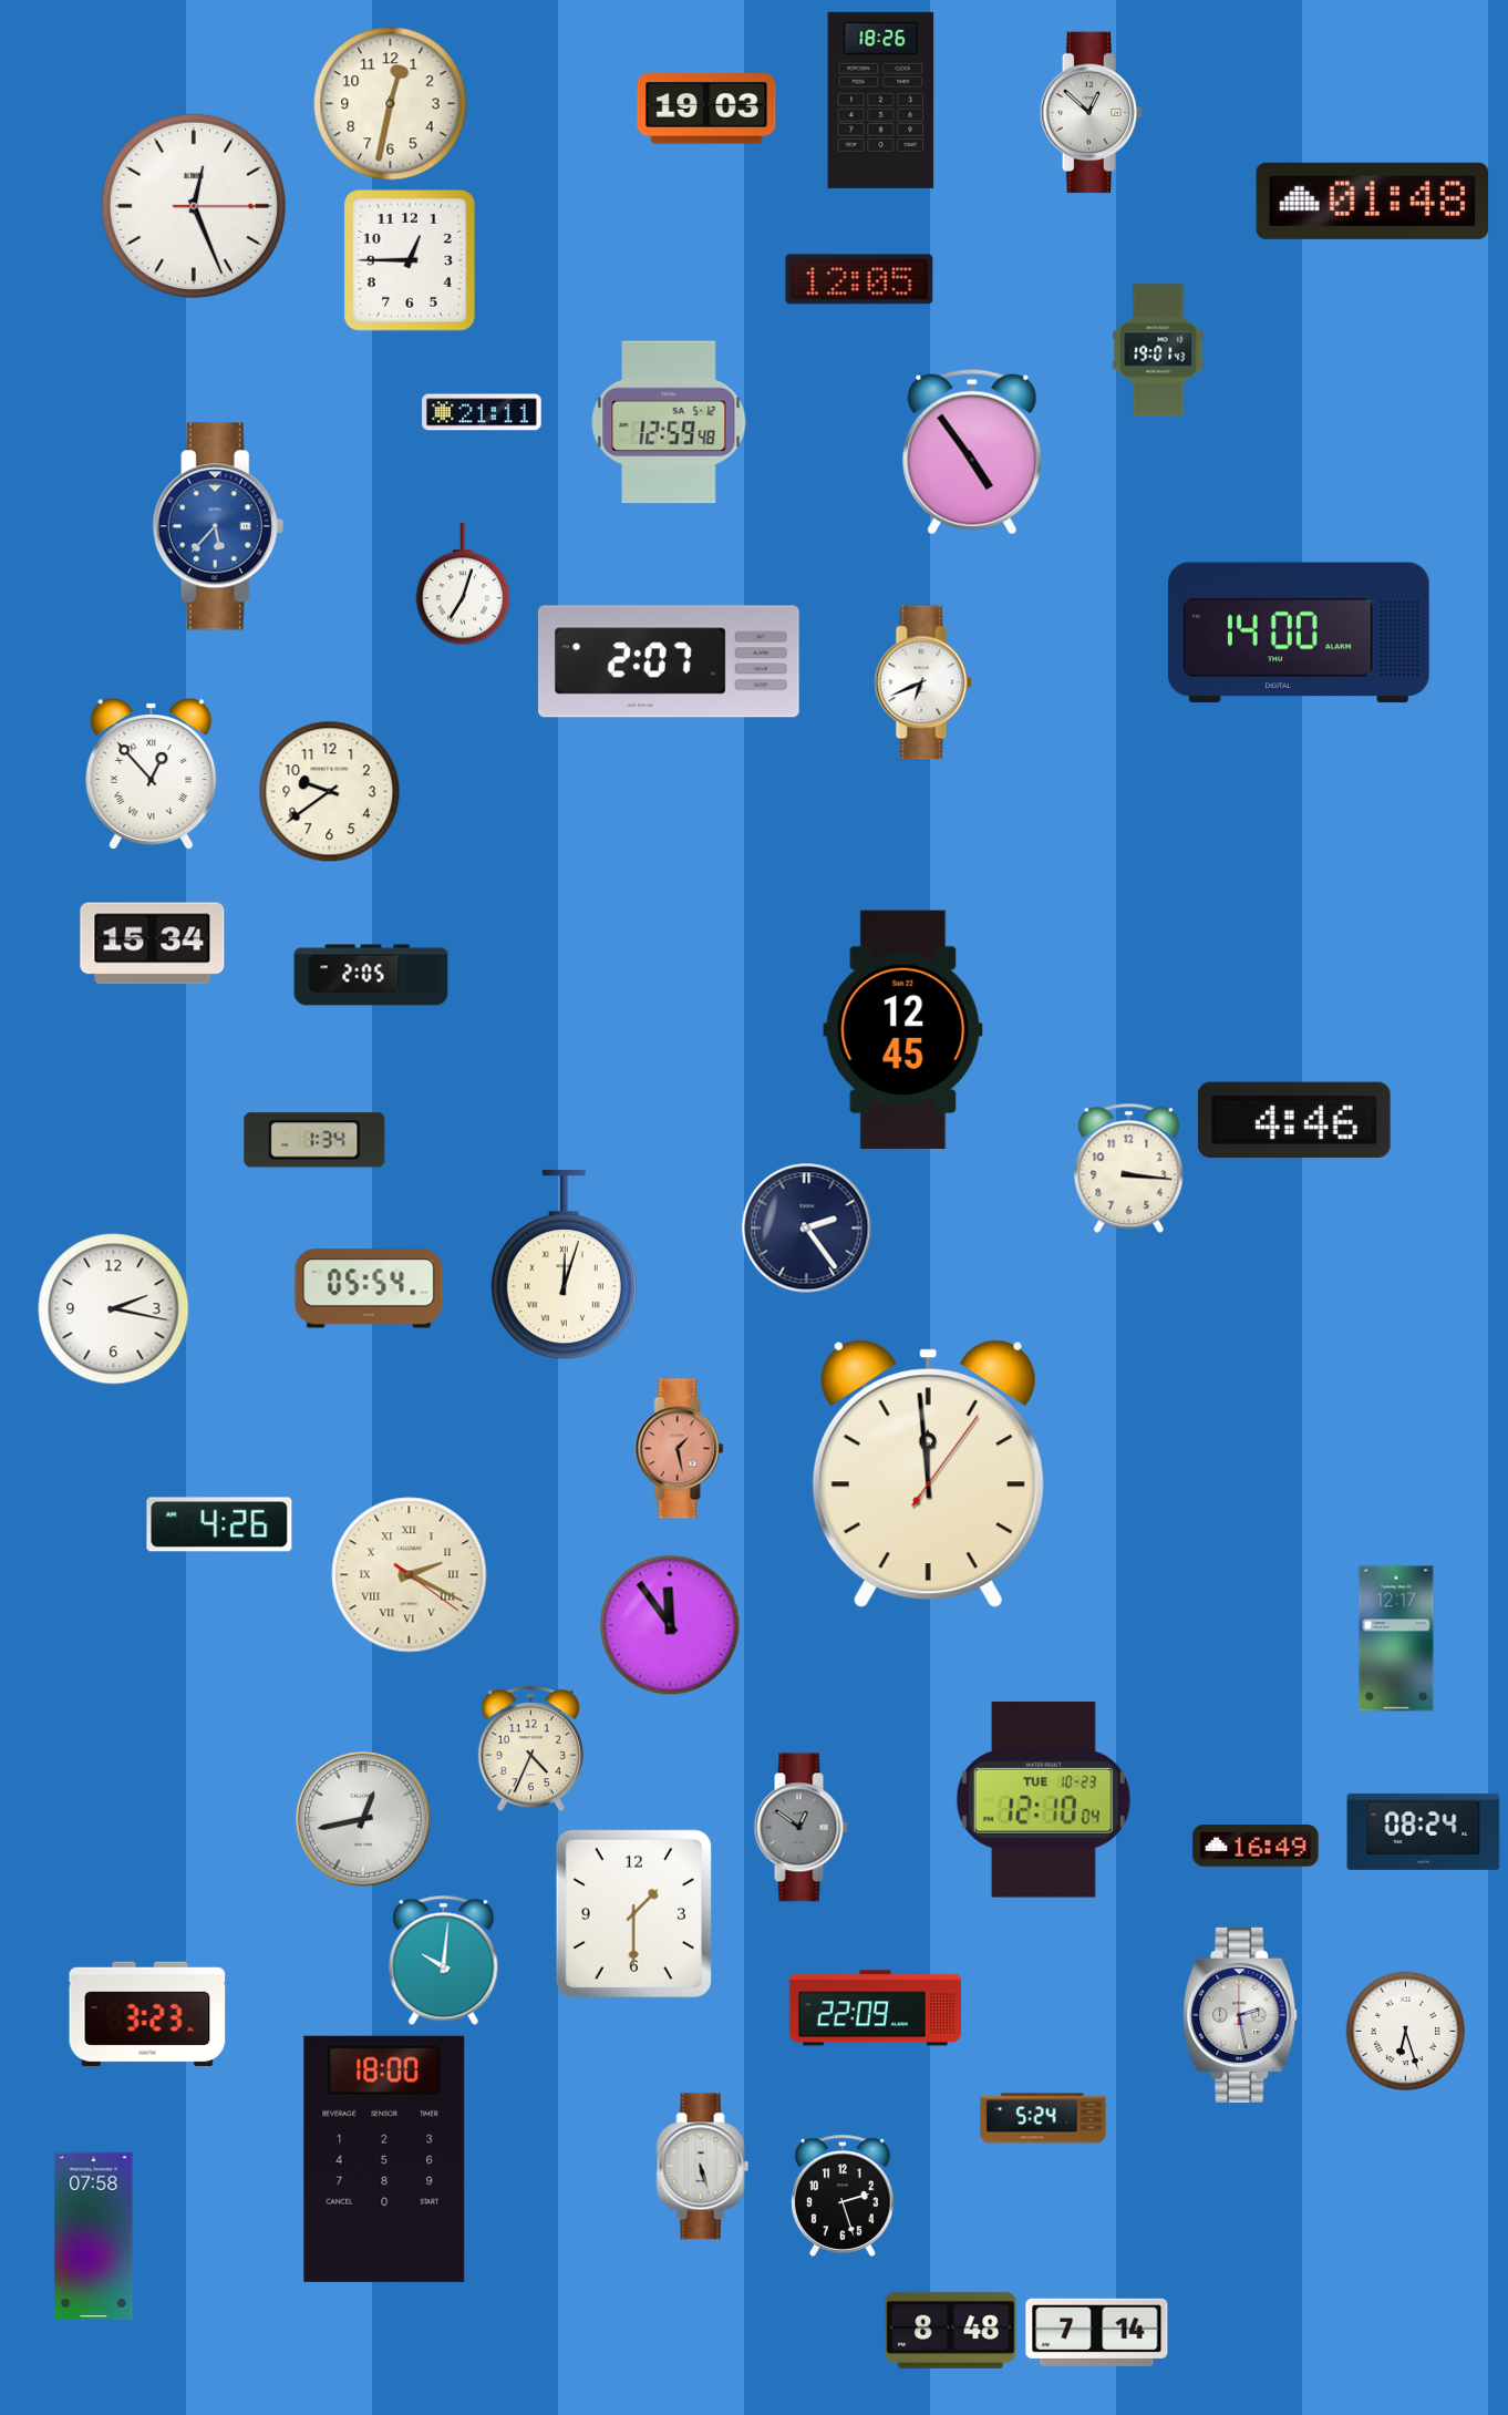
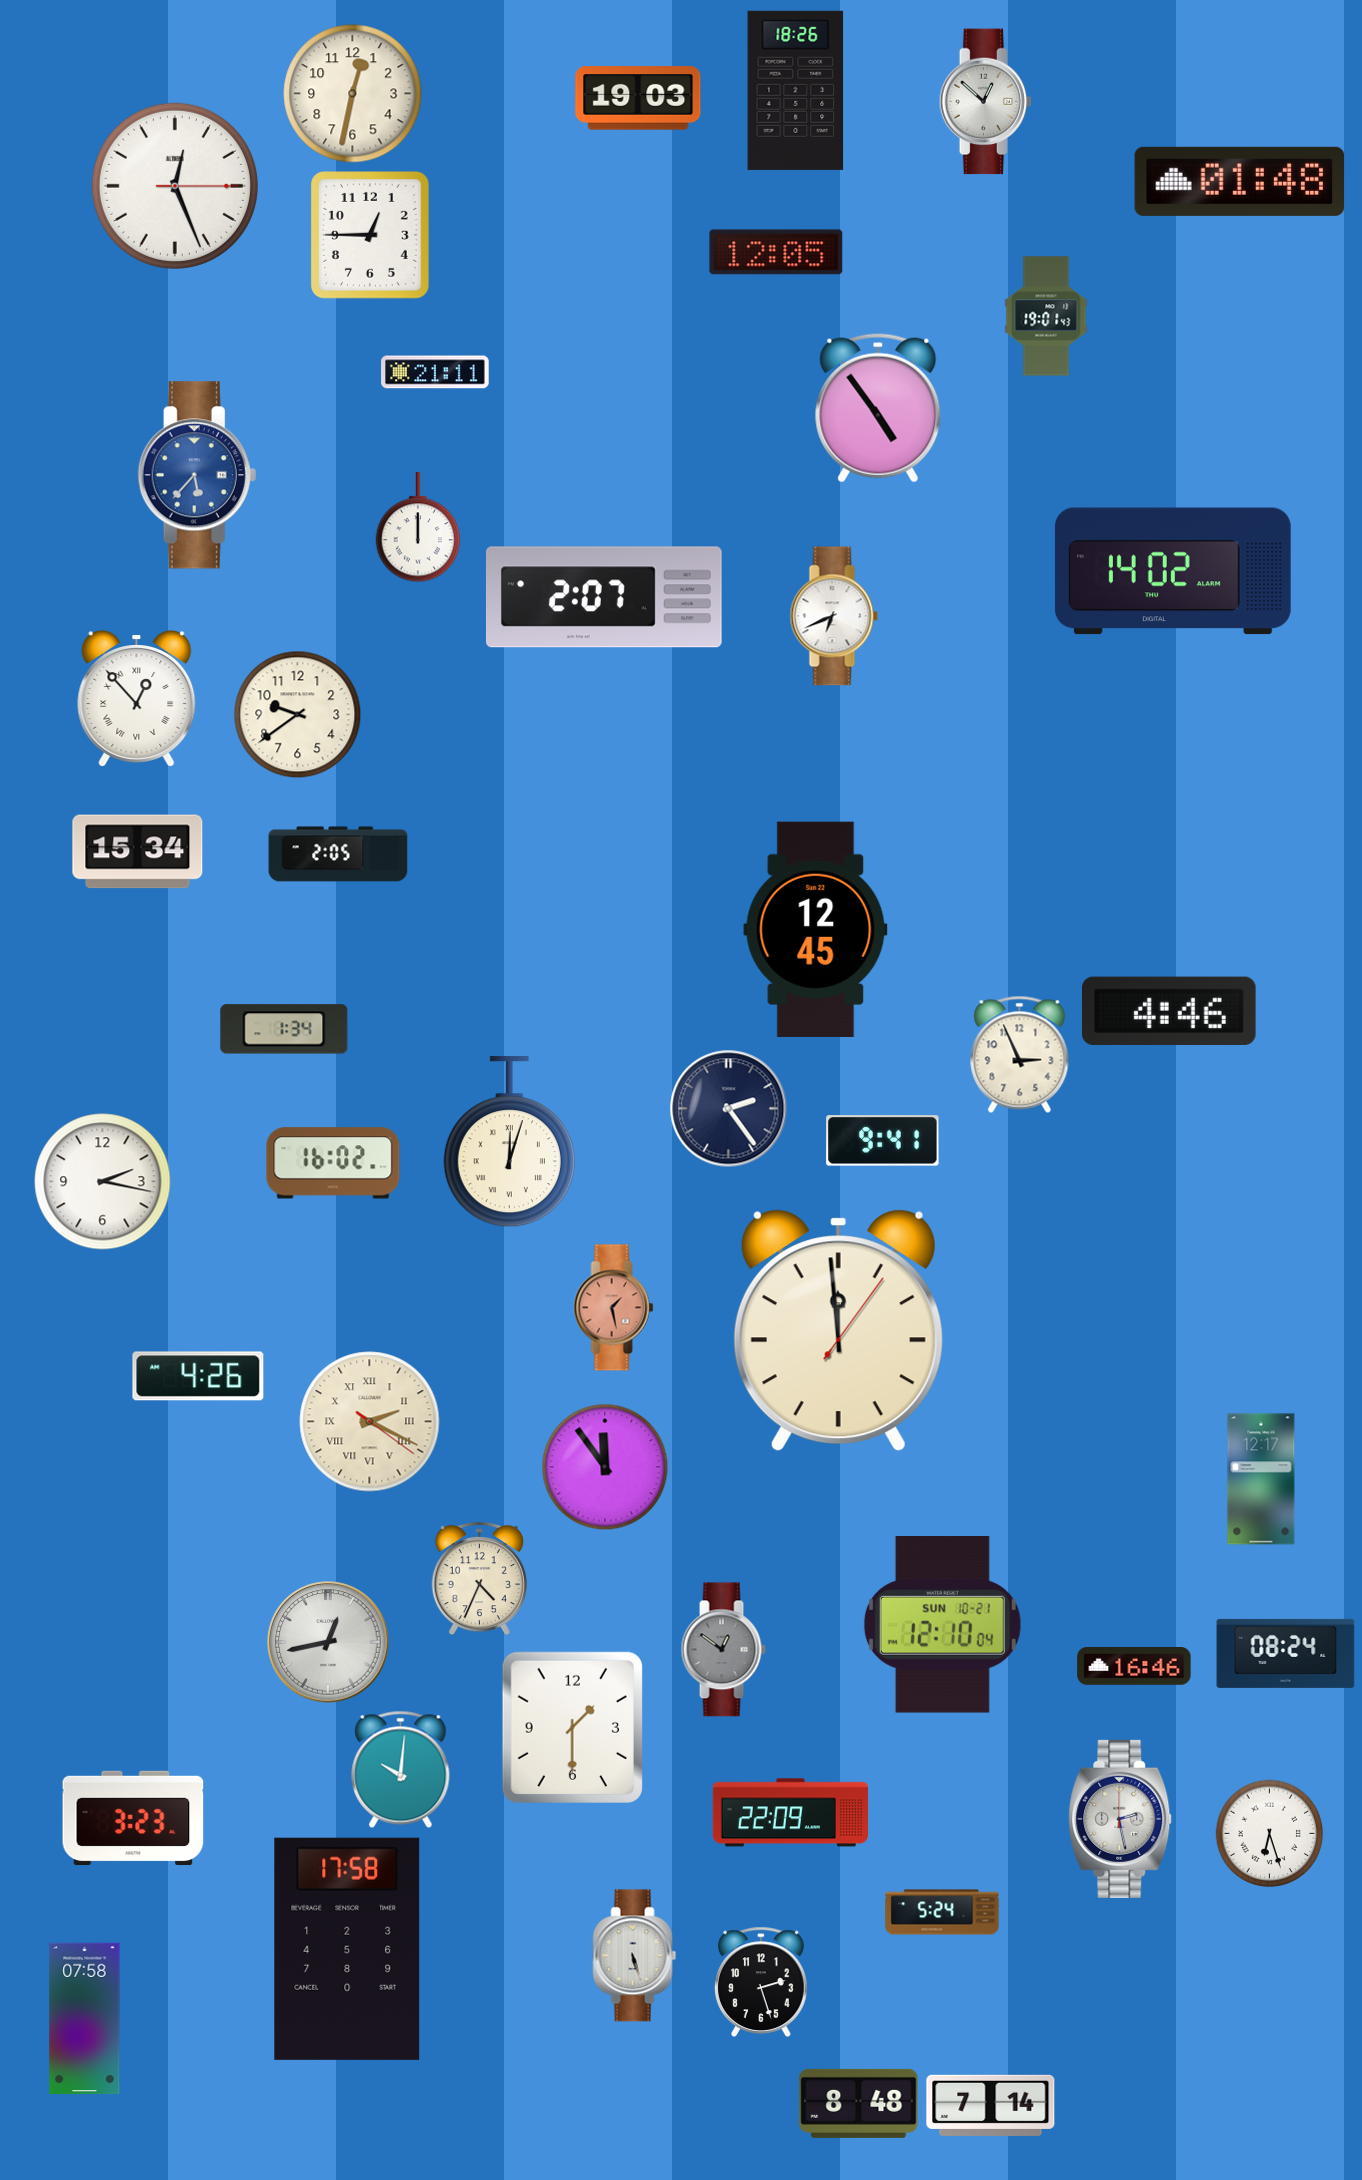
clock at (669, 422): 12:59 -> none
clock at (463, 584): 7:03 -> 12:00
clock at (1299, 633): 14:00 -> 14:02
clock at (371, 975) position: (371, 975) -> (338, 854)
clock at (1129, 1168): 3:16 -> 2:56
clock at (883, 1141): none -> 9:41
clock at (369, 1288): 05:54 -> 16:02
clock at (1043, 1800) date: TUE 10-23 -> SUN 10-21
clock at (1256, 1846): 16:49 -> 16:46
clock at (384, 2159): 18:00 -> 17:58
